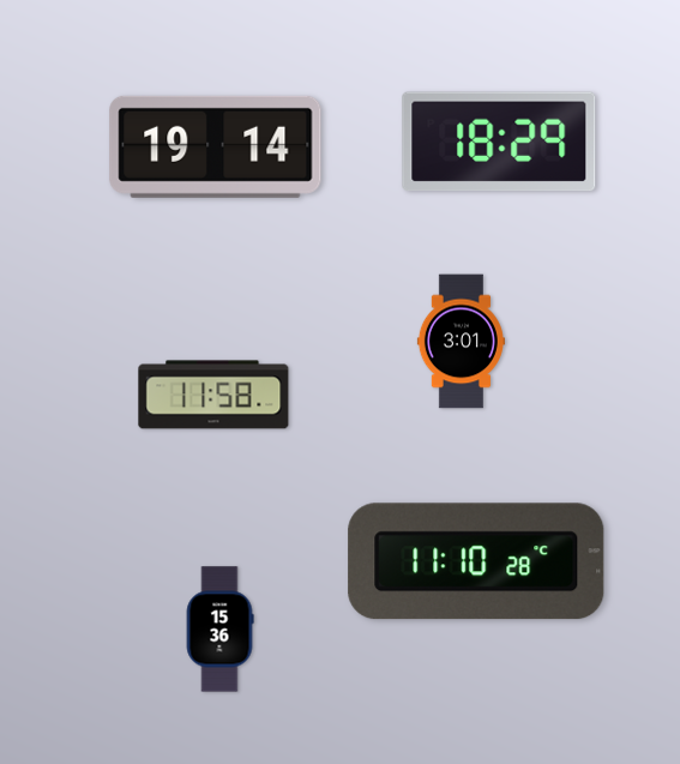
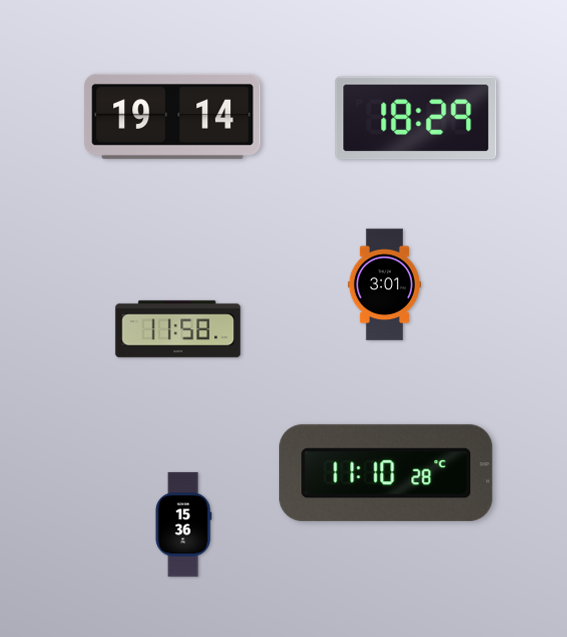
clock at (216, 146) position: (216, 146) -> (173, 116)
clock at (476, 561) position: (476, 561) -> (386, 473)
